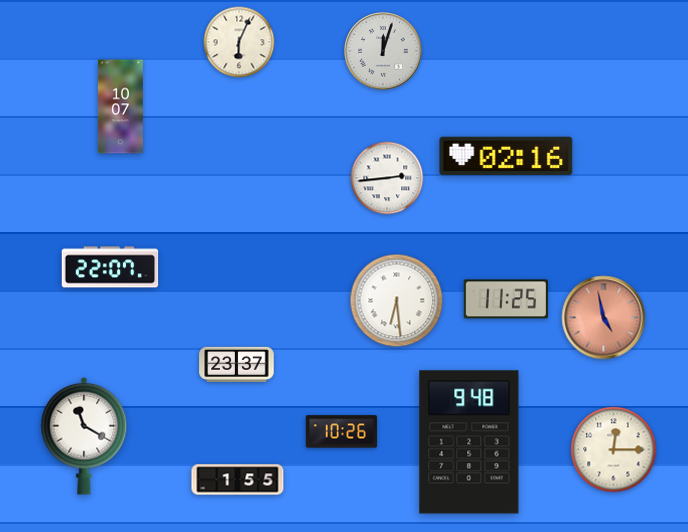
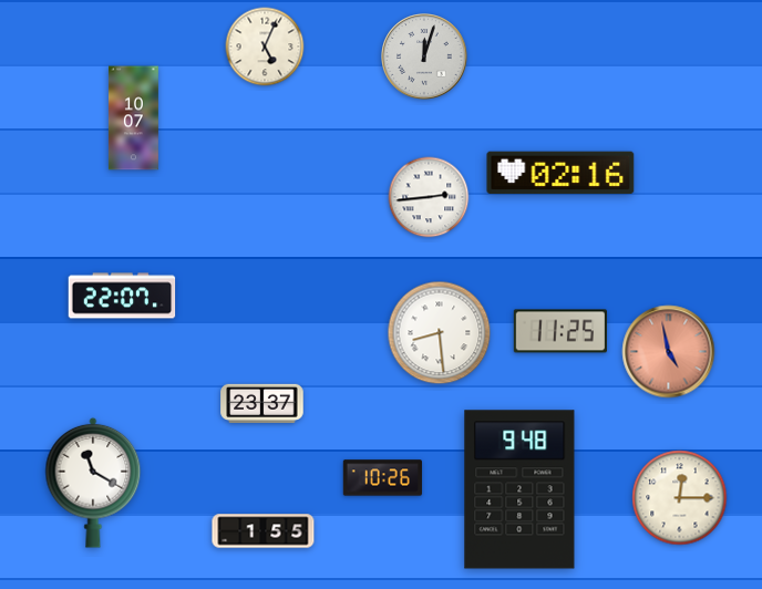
clock at (239, 42): 6:04 -> 5:04
clock at (397, 301): 6:29 -> 8:29
clock at (341, 432) position: (341, 432) -> (382, 478)
